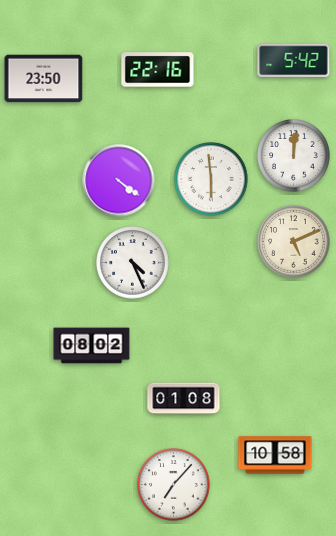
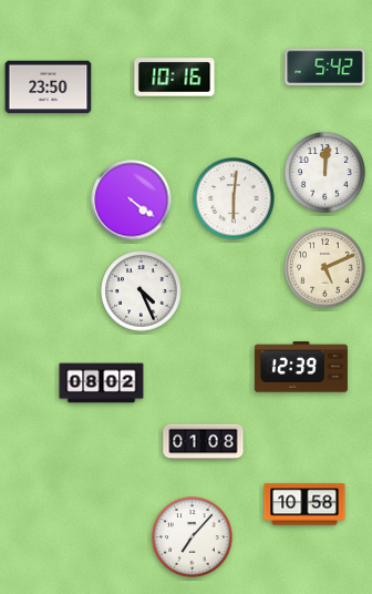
clock at (158, 70): 22:16 -> 10:16
clock at (211, 179): 5:59 -> 6:01
clock at (133, 263) position: (133, 263) -> (142, 291)
clock at (301, 367): none -> 12:39
